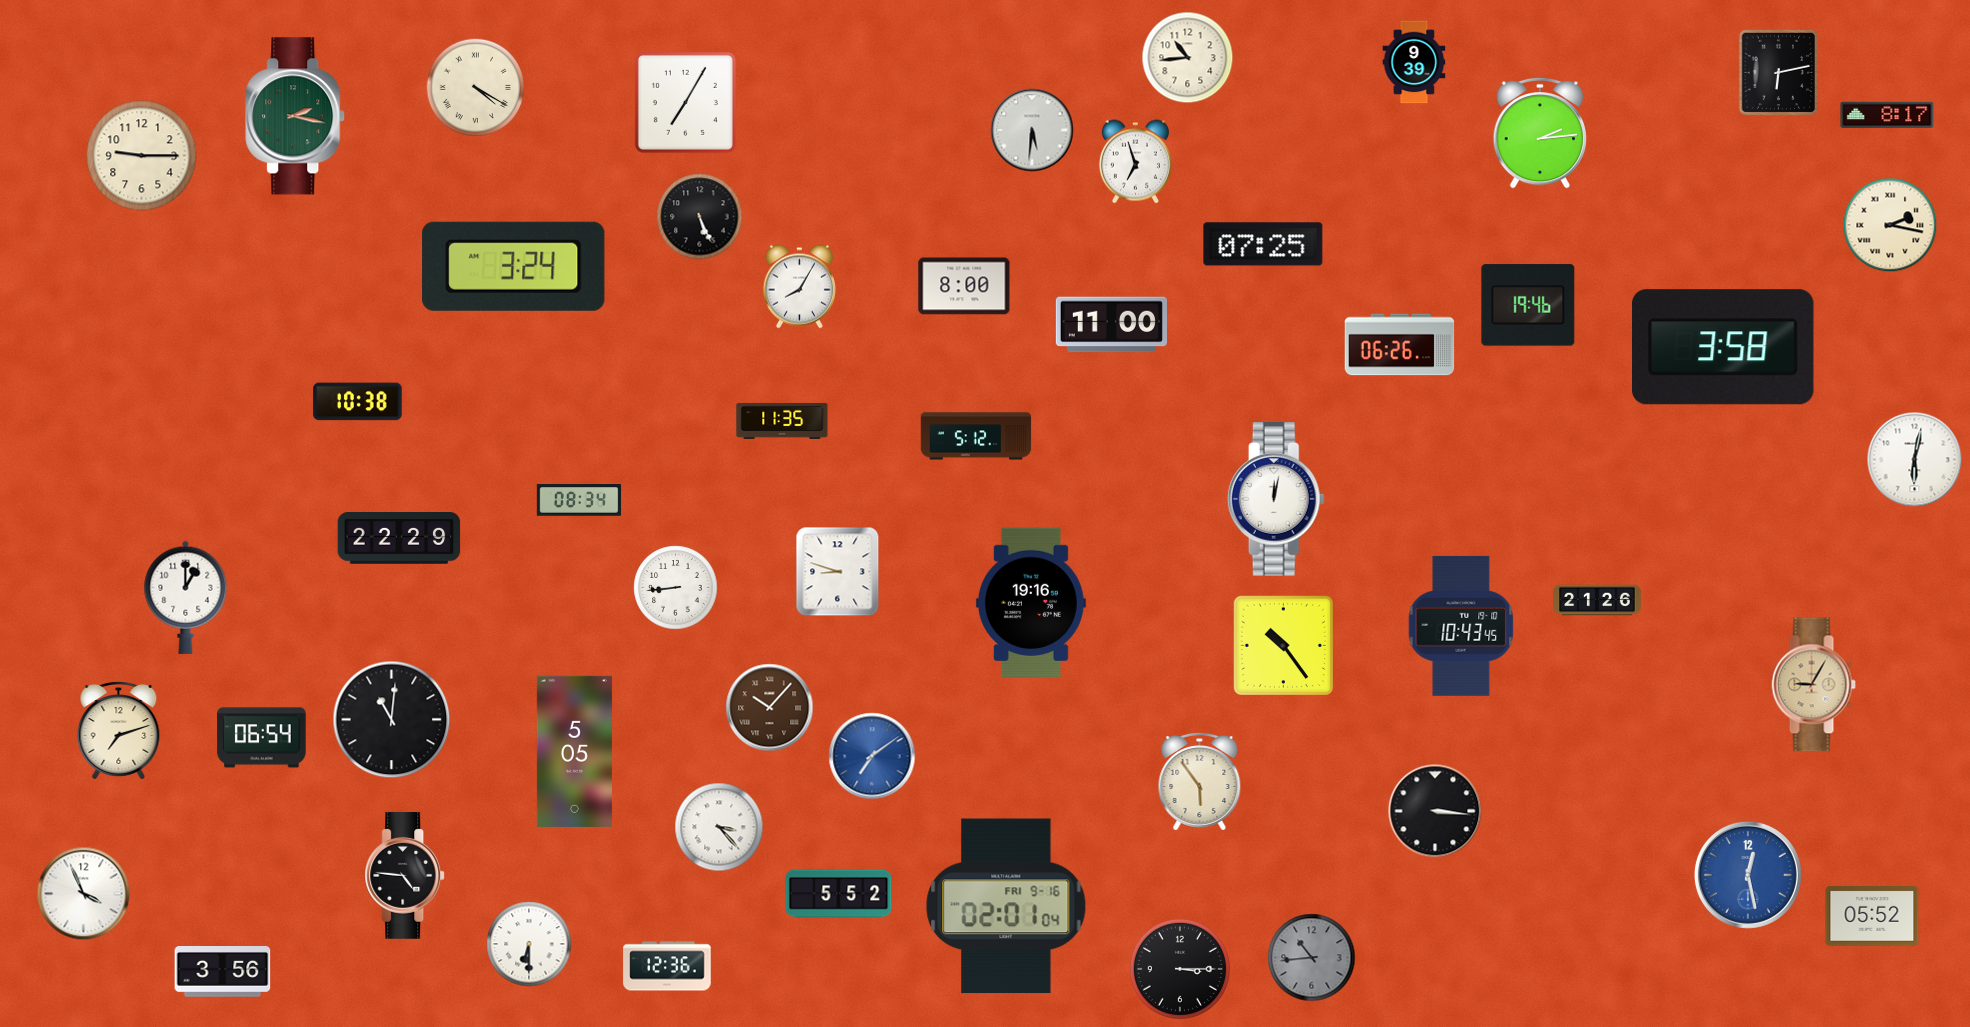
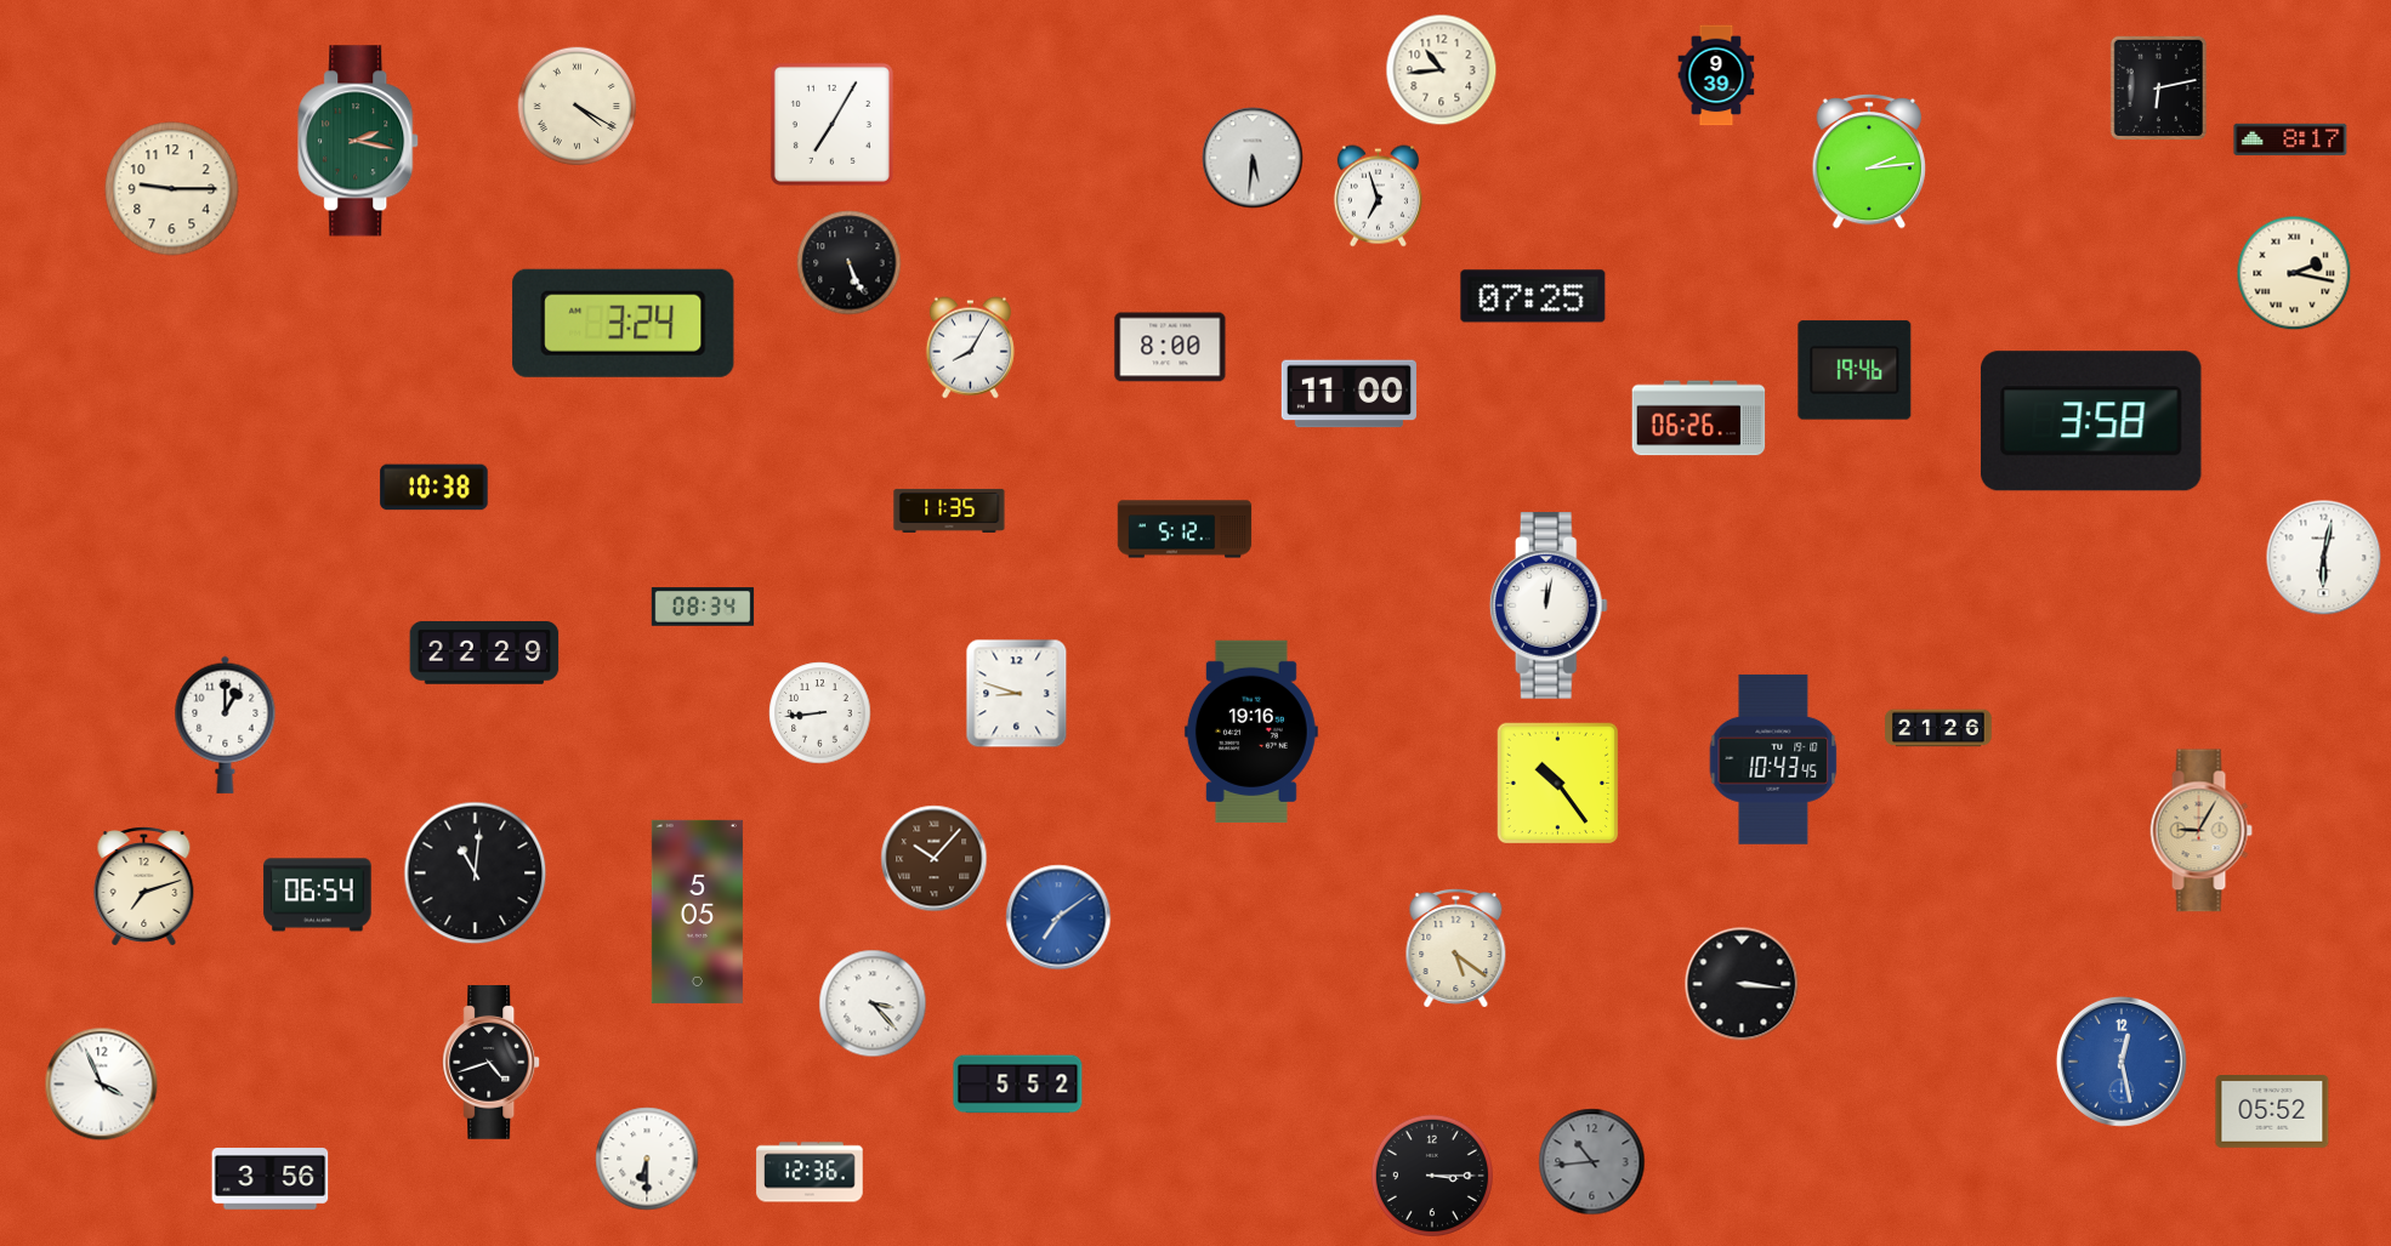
clock at (1200, 782): 5:54 -> 5:21
clock at (405, 876): 4:46 -> 4:42
clock at (1006, 906): 02:01 -> none
clock at (529, 944) position: (529, 944) -> (647, 1159)
